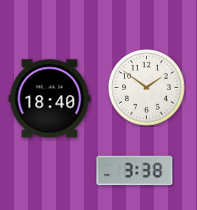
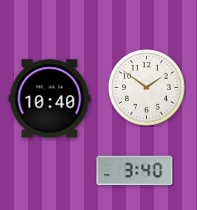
clock at (50, 99): 18:40 -> 10:40
clock at (135, 171): 3:38 -> 3:40
